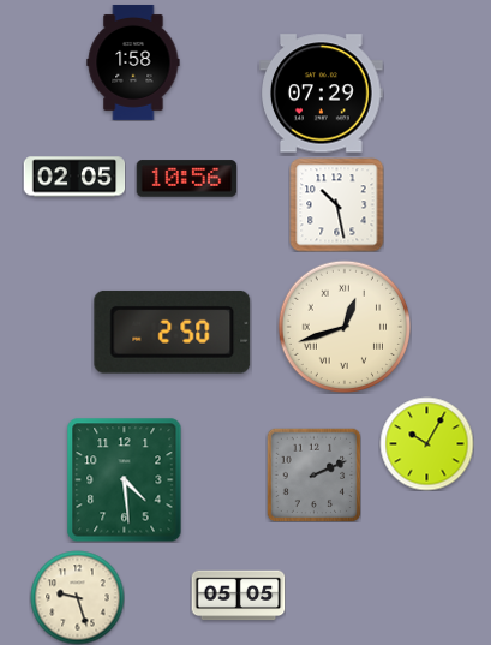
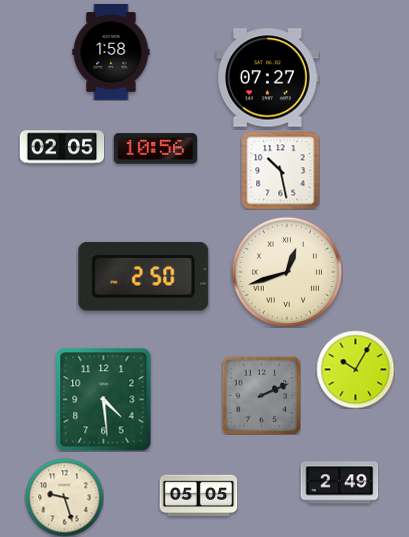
clock at (322, 94): 07:29 -> 07:27
clock at (339, 483): none -> 2:49
